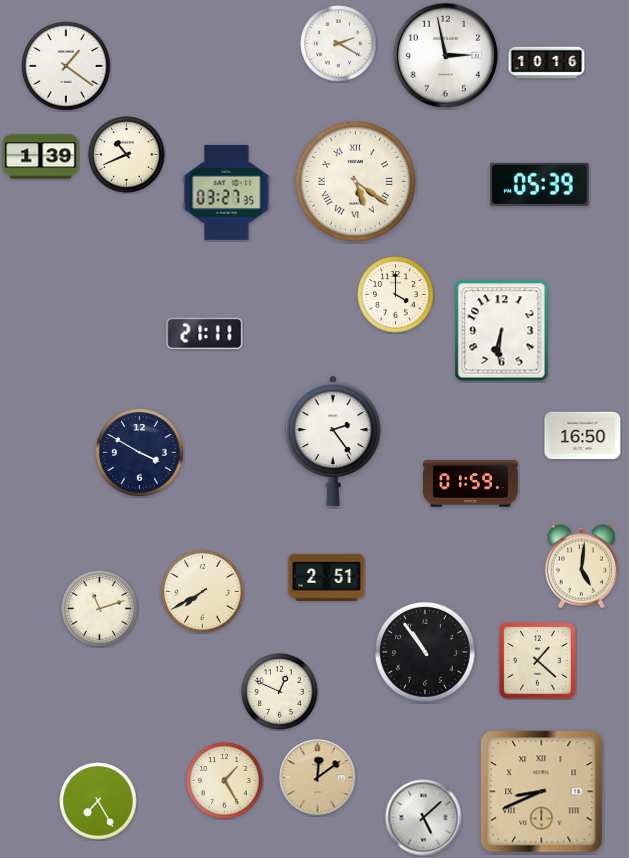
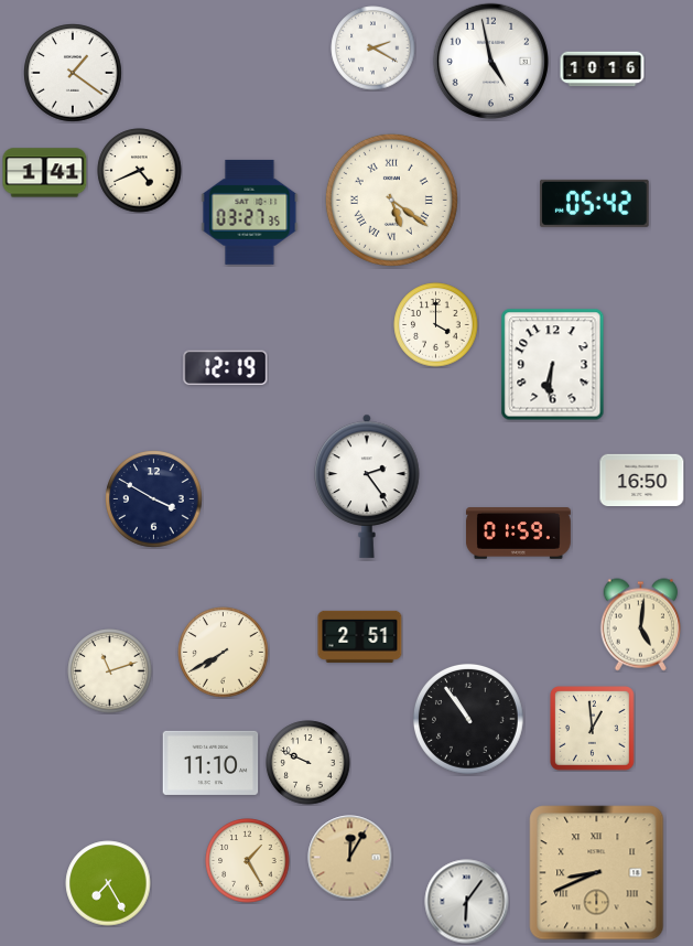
clock at (445, 55): 2:58 -> 4:58
clock at (127, 155): 10:41 -> 4:41
clock at (41, 157): 1:39 -> 1:41
clock at (540, 184): 05:39 -> 05:42
clock at (205, 334): 21:11 -> 12:19
clock at (538, 661): 1:22 -> 12:59
clock at (210, 763): none -> 11:10
clock at (280, 692): 12:49 -> 9:49
clock at (318, 778): 12:09 -> 12:05
clock at (424, 818): 5:08 -> 6:06
